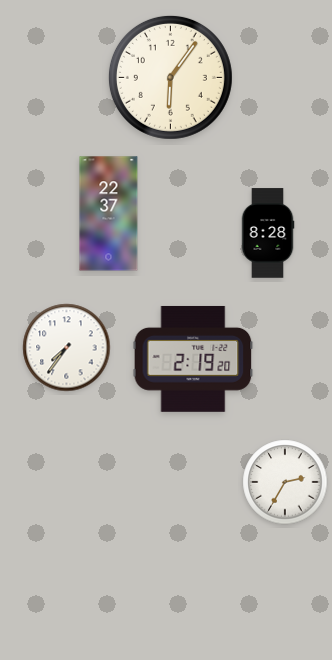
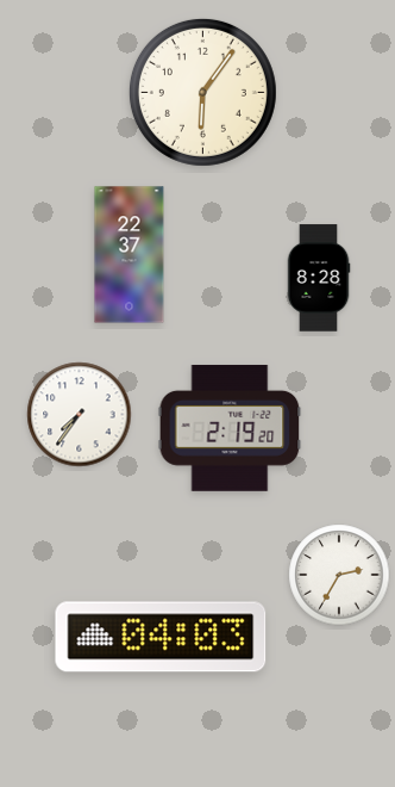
clock at (161, 637): none -> 04:03
